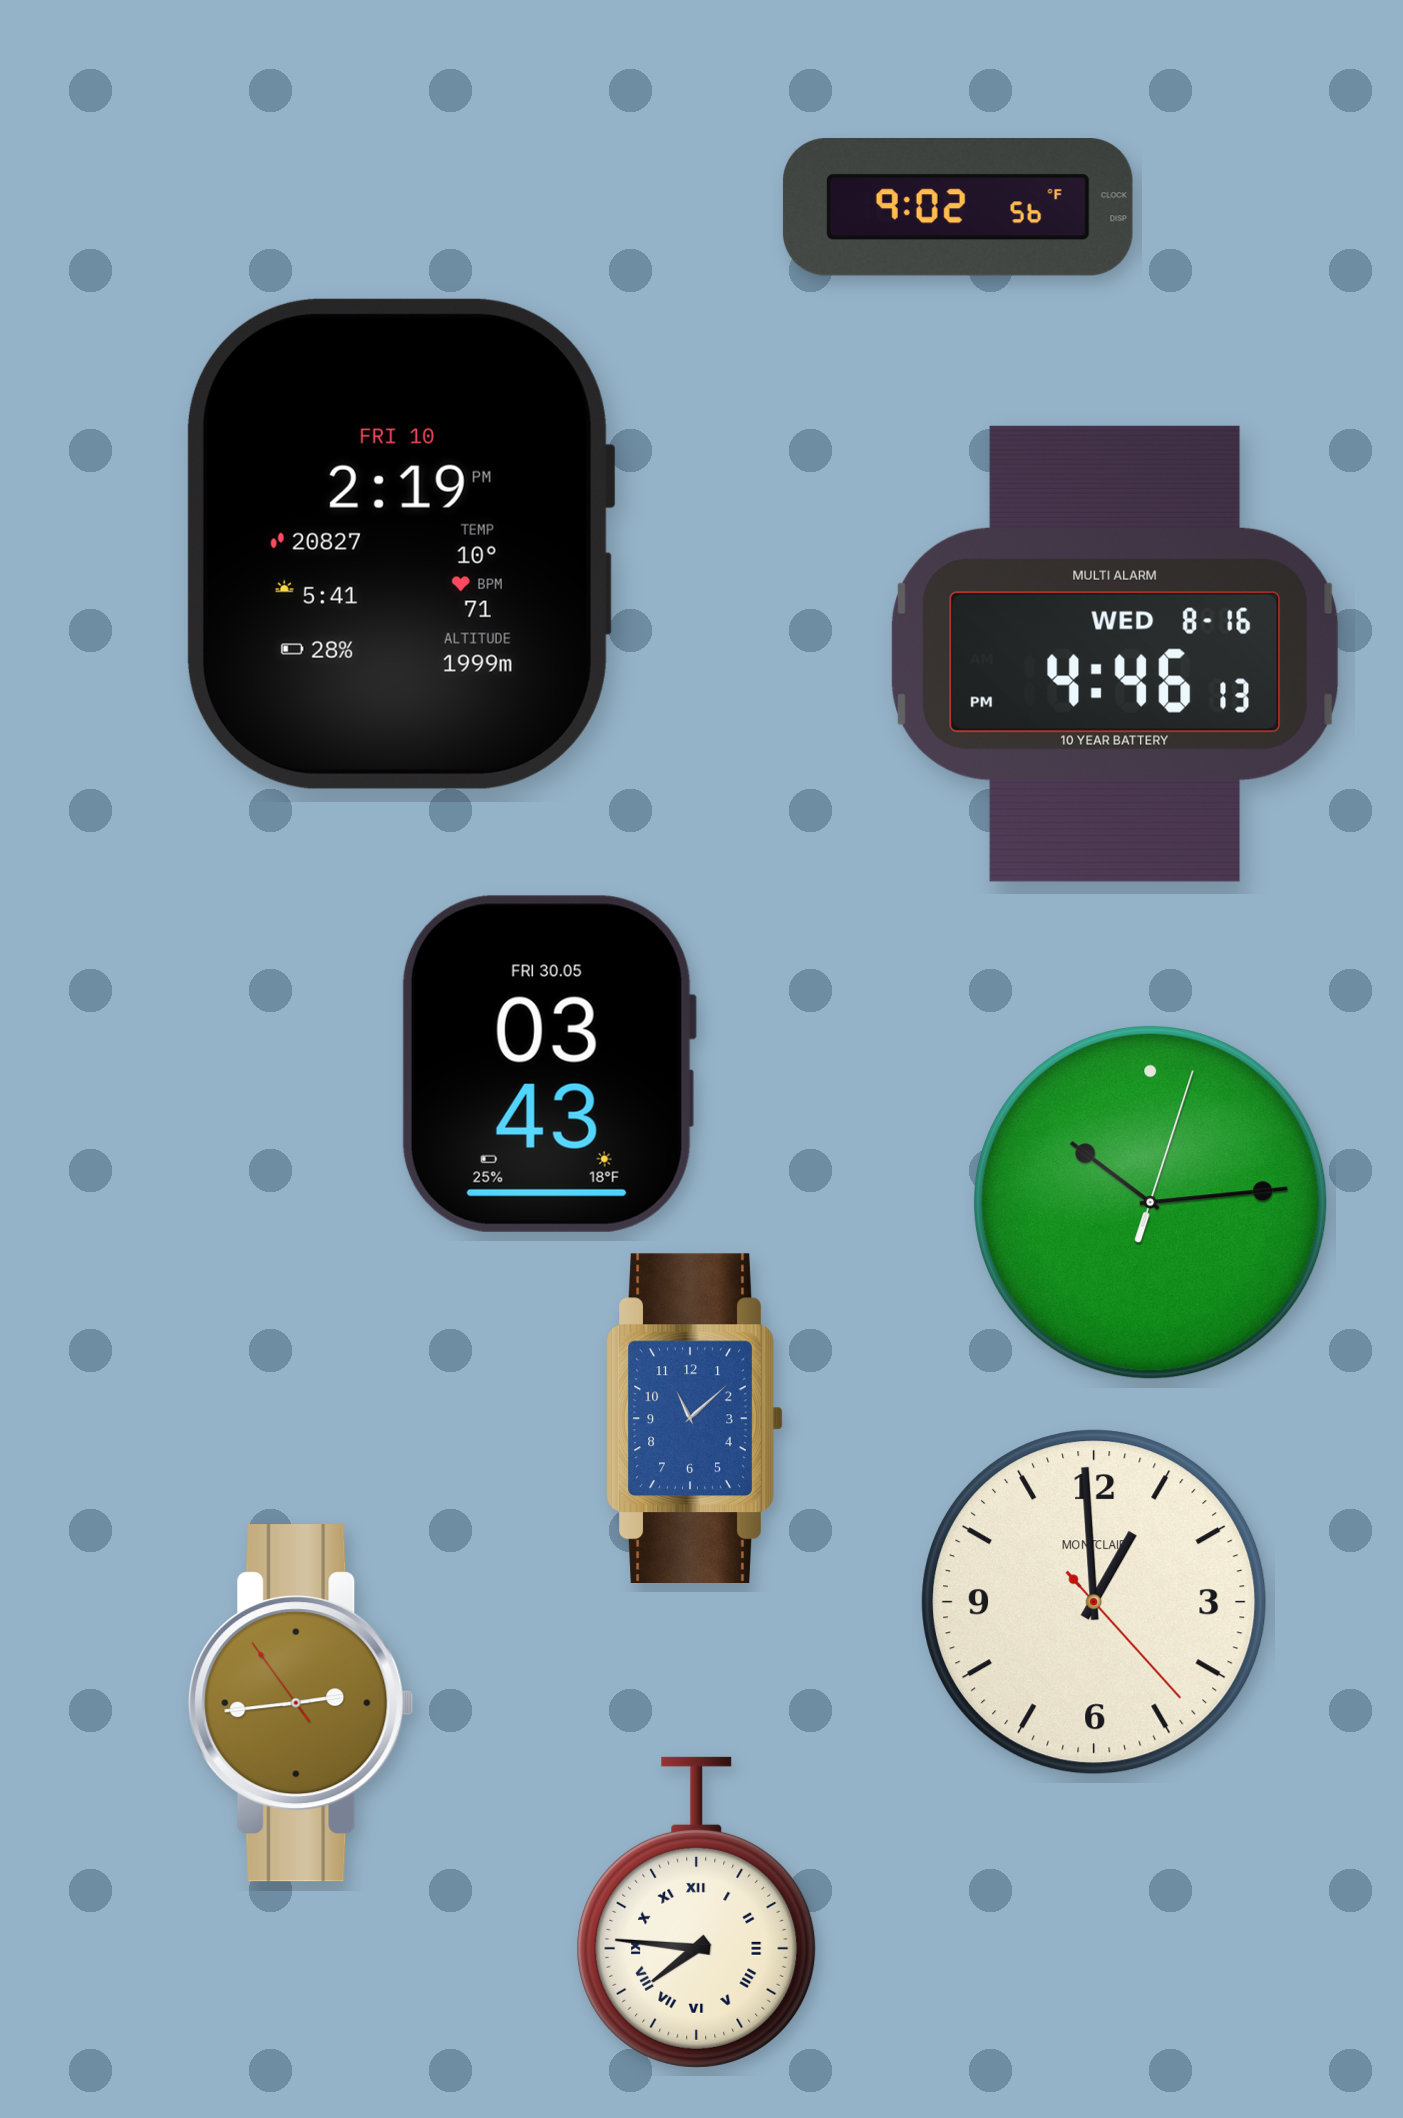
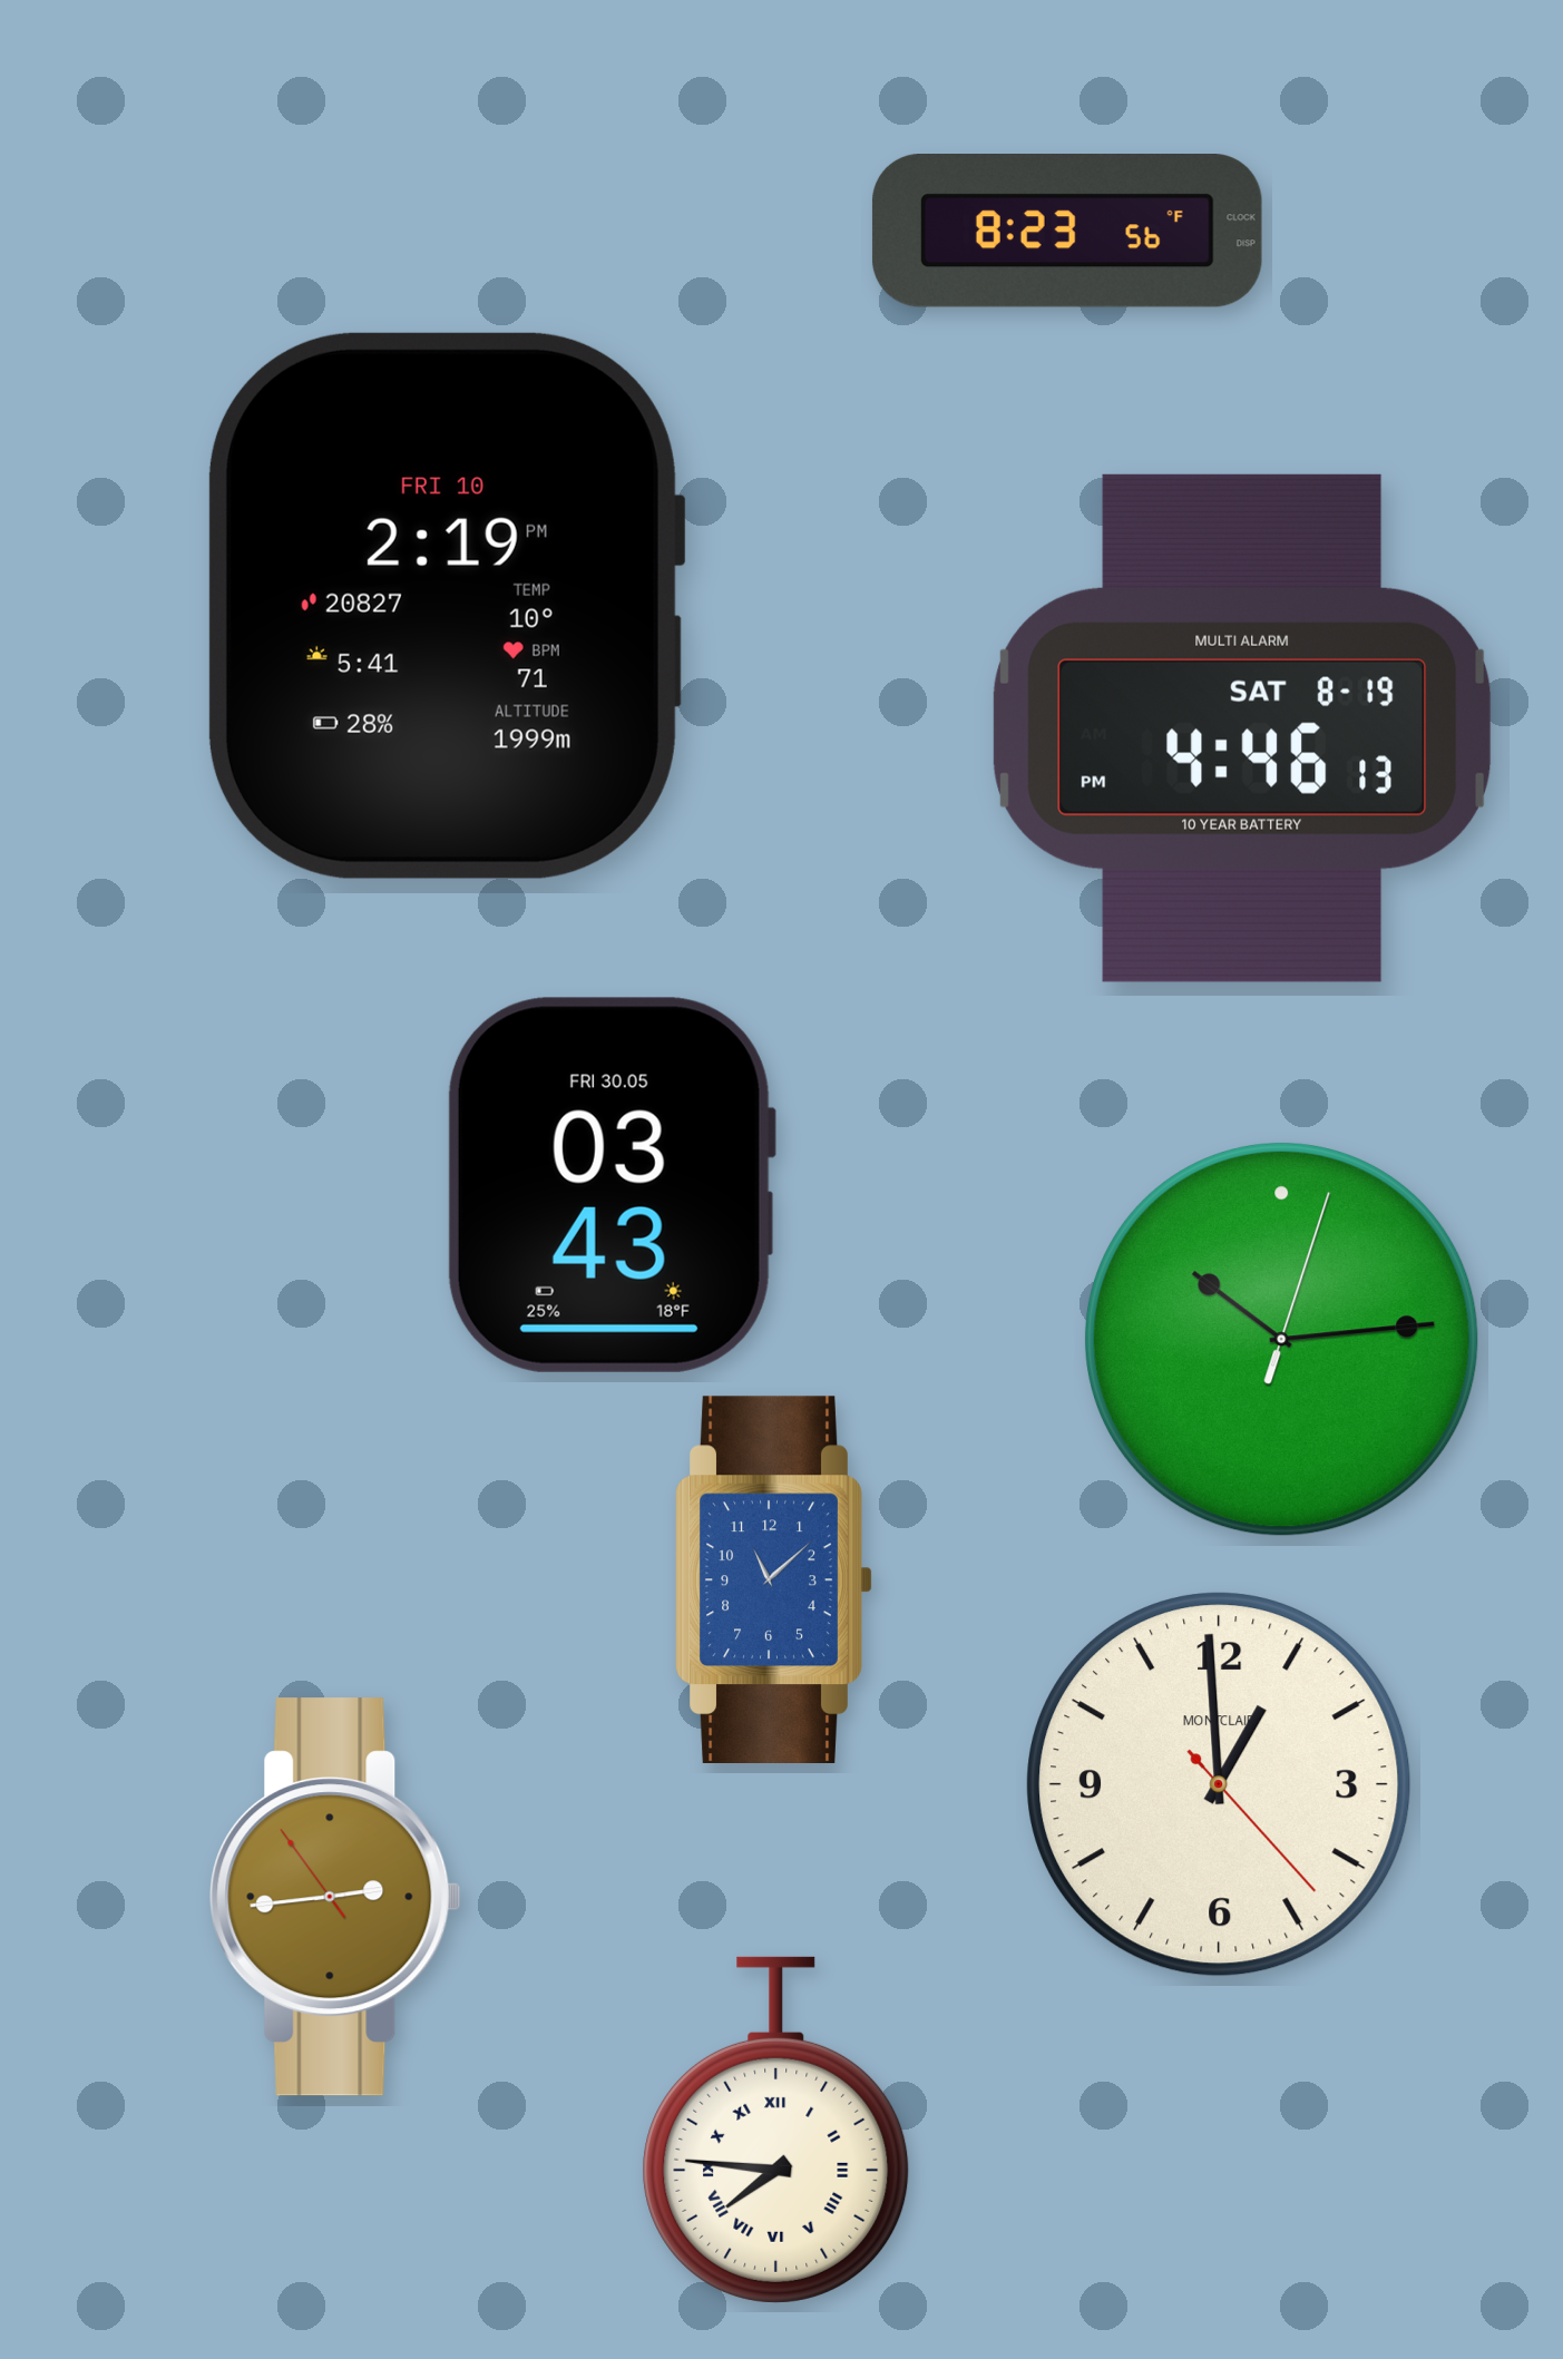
clock at (958, 207): 9:02 -> 8:23
clock at (1115, 654) date: WED 8-16 -> SAT 8-19
